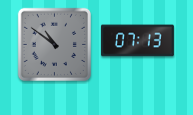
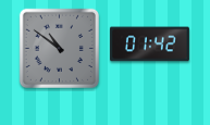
clock at (137, 41): 07:13 -> 01:42
